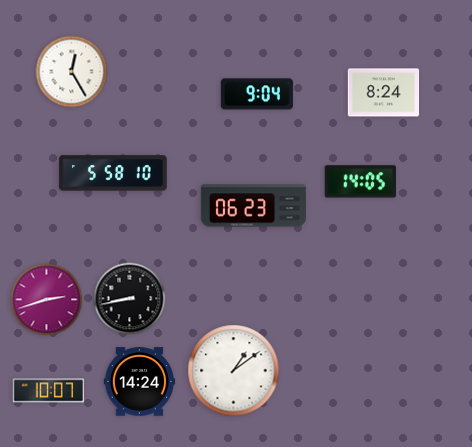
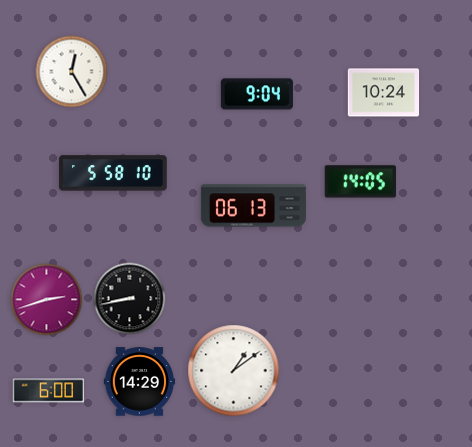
clock at (384, 93): 8:24 -> 10:24
clock at (253, 206): 06:23 -> 06:13
clock at (140, 382): 14:24 -> 14:29
clock at (49, 391): 10:07 -> 6:00
